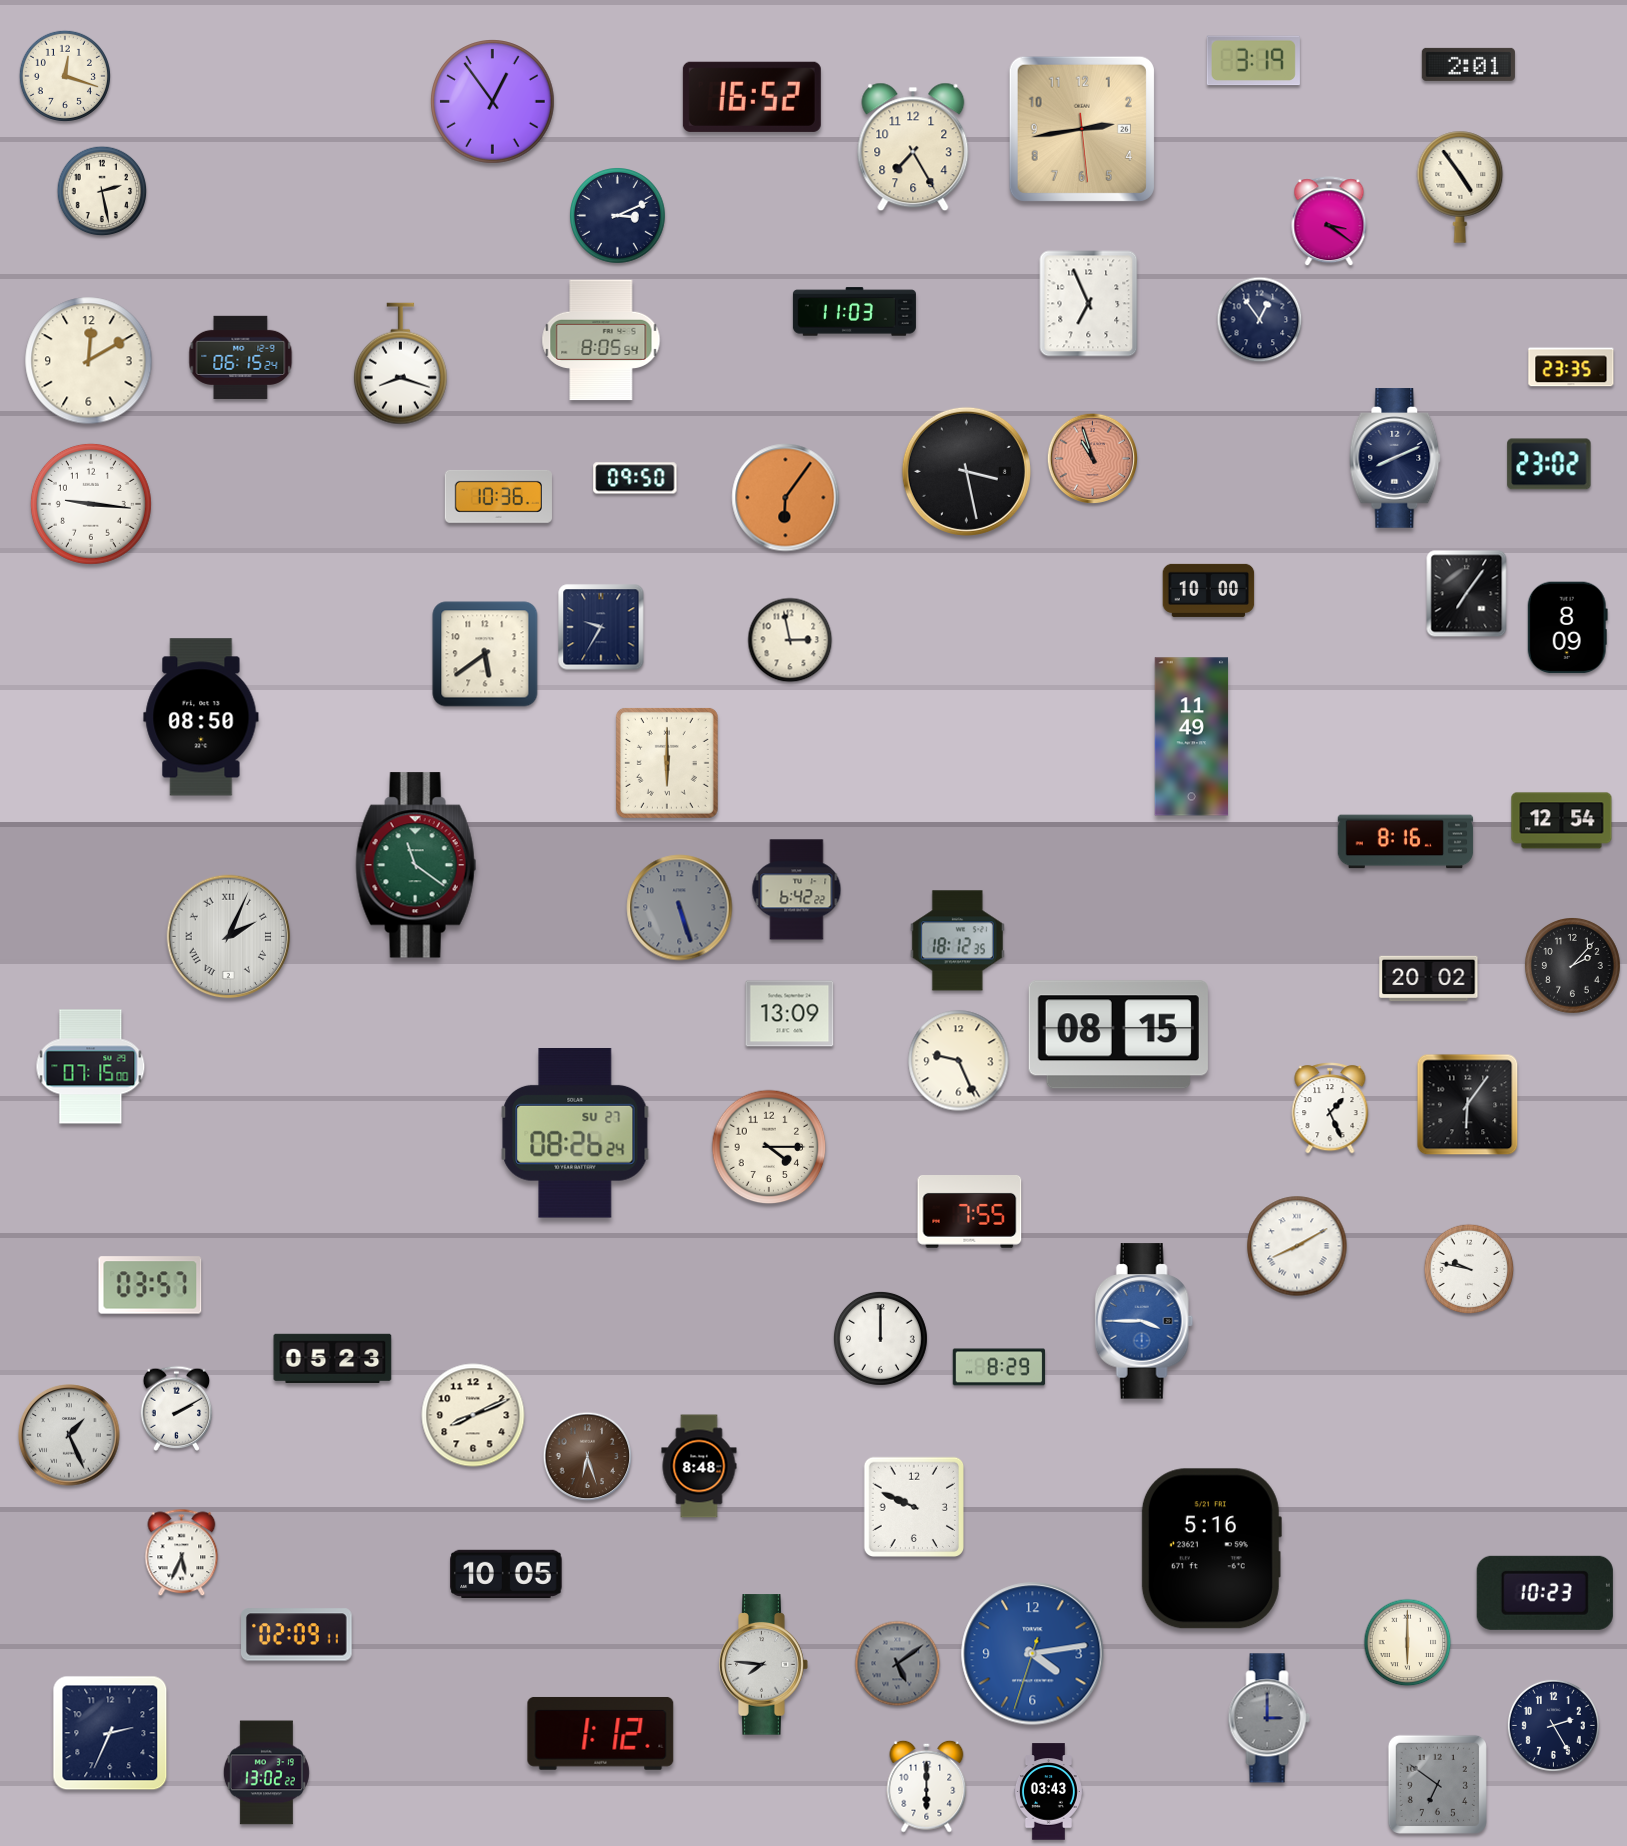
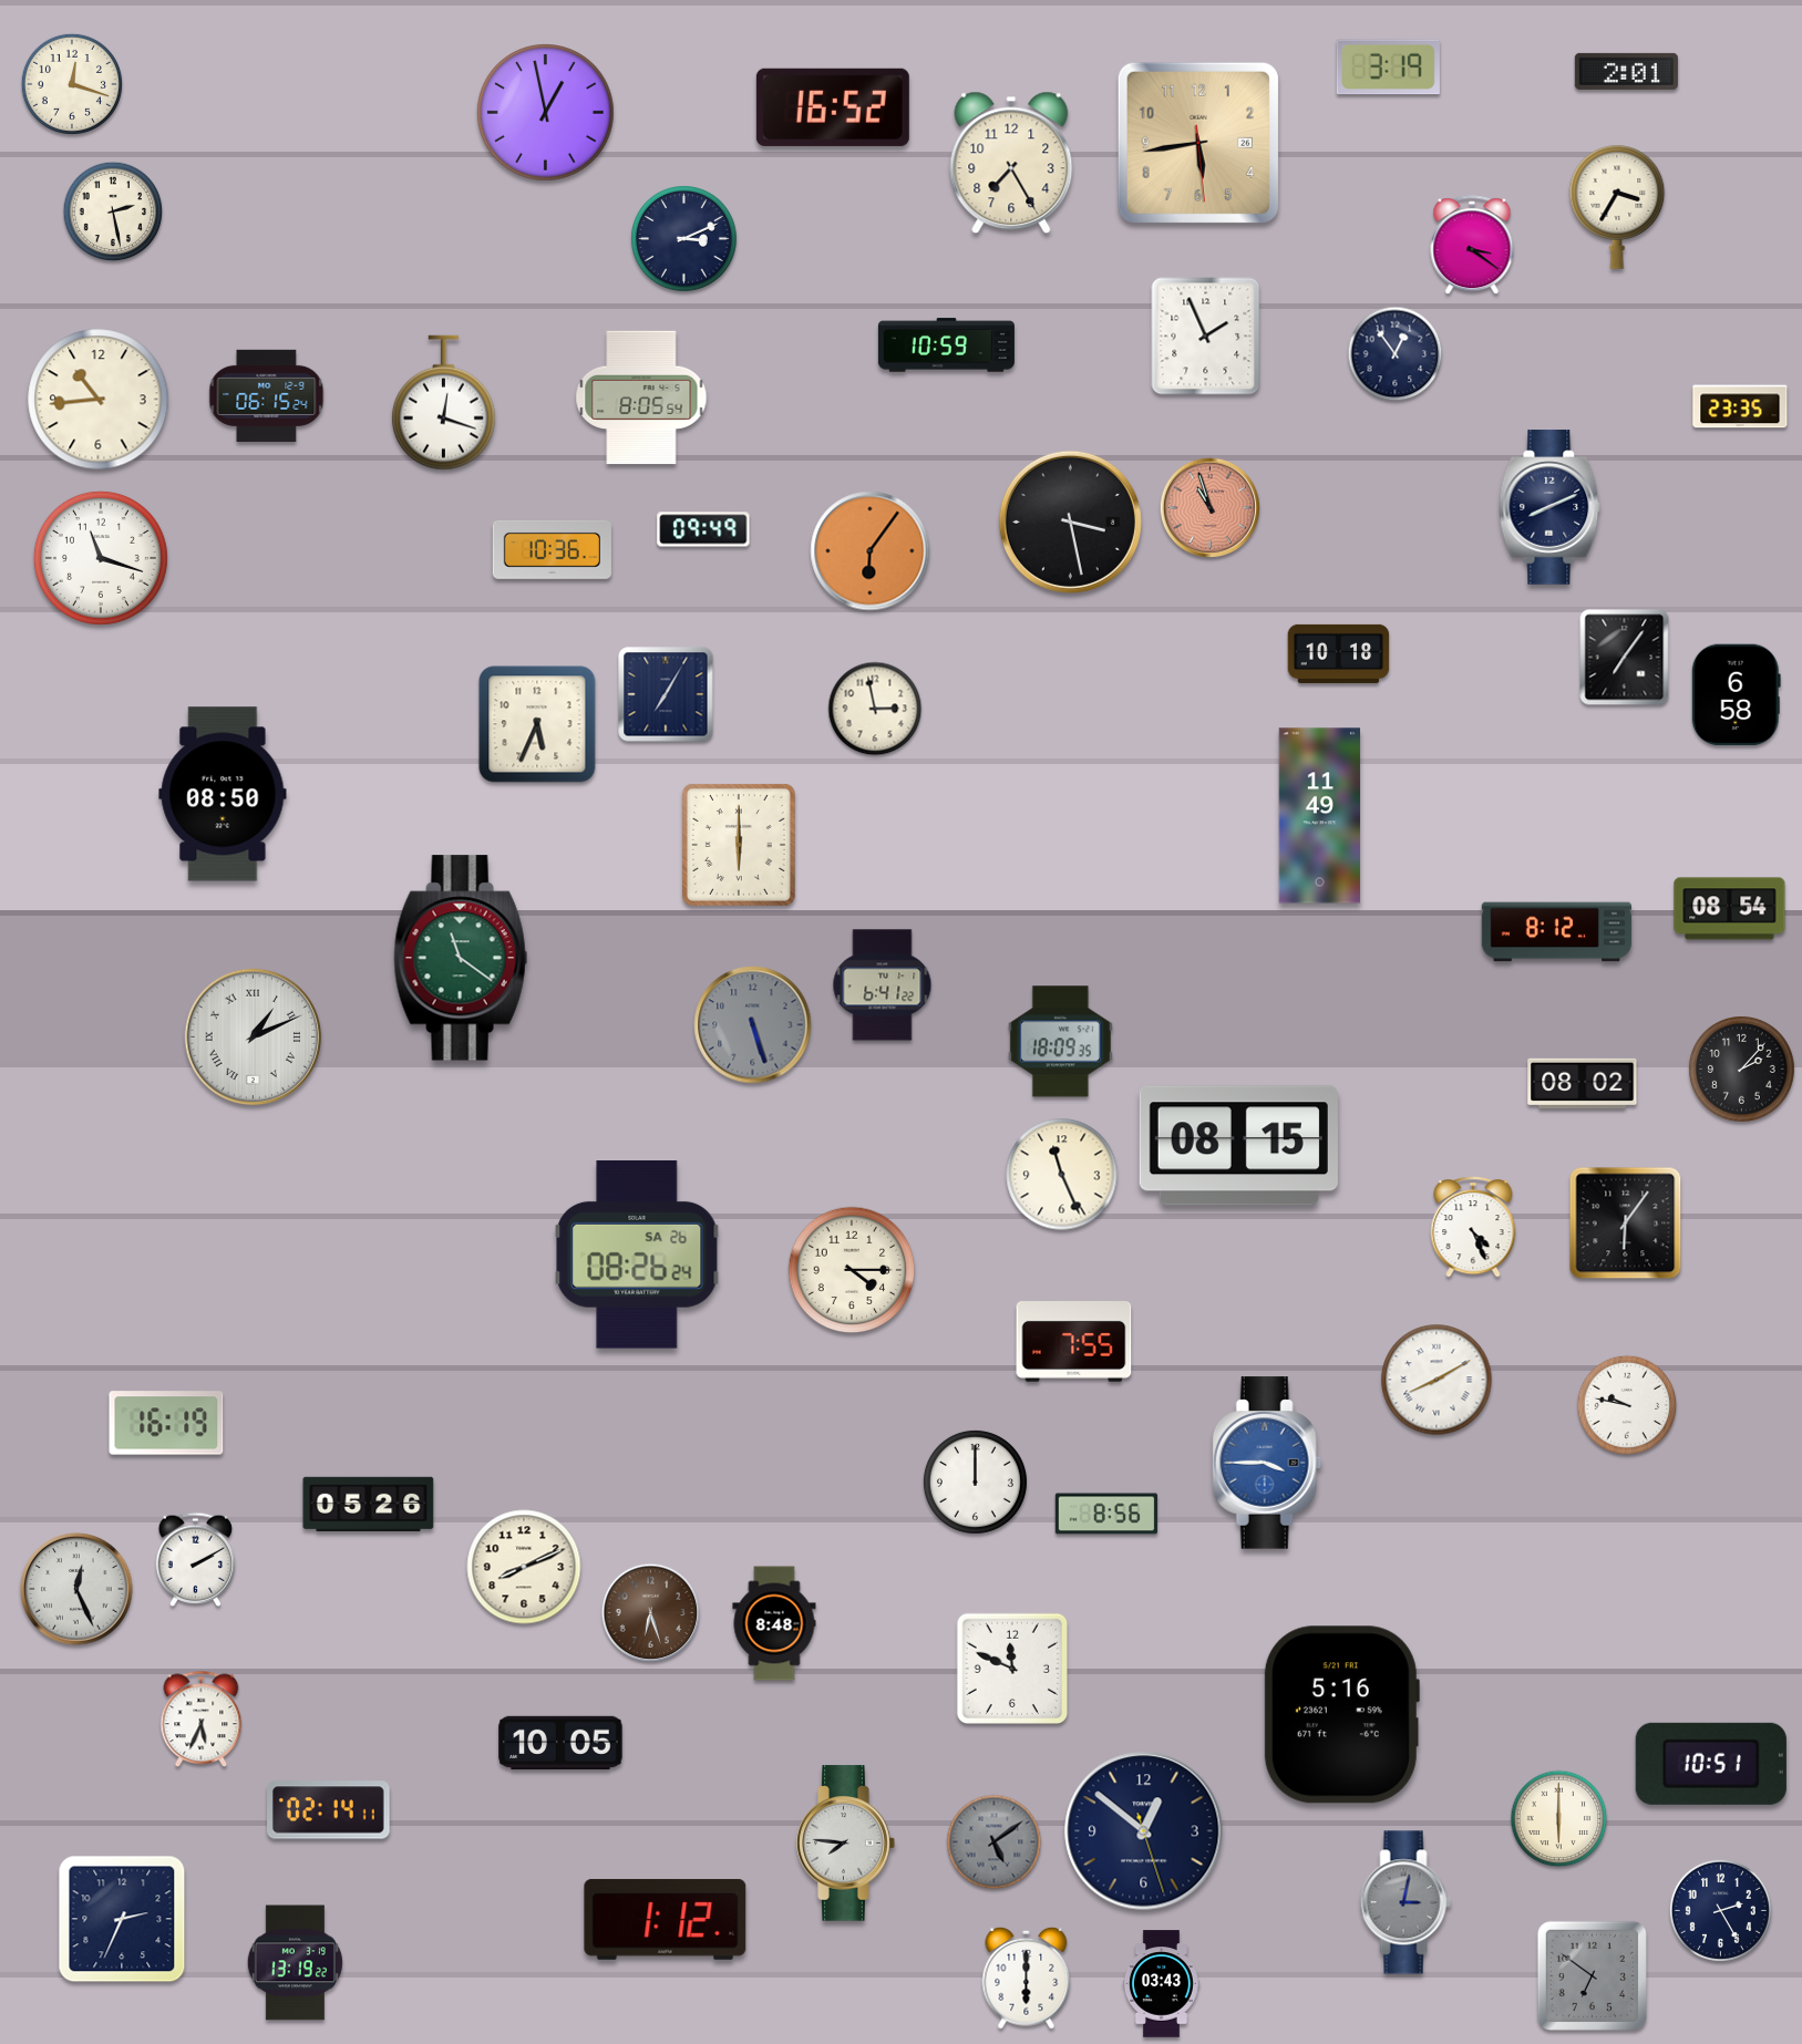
clock at (493, 102): 12:54 -> 12:58
clock at (1082, 129): 2:43 -> 5:43
clock at (1460, 187): 4:54 -> 3:35
clock at (1089, 304): 6:56 -> 1:56
clock at (854, 312): 11:03 -> 10:59
clock at (601, 340) position: (601, 340) -> (641, 398)
clock at (89, 361): 12:10 -> 10:44
clock at (400, 364): 8:18 -> 12:18
clock at (1395, 458) position: (1395, 458) -> (1549, 507)
clock at (1549, 464): 23:02 -> none
clock at (635, 478): 09:50 -> 09:49
clock at (91, 504): 9:16 -> 11:18
clock at (1209, 590): 10:00 -> 10:18
clock at (601, 627): 9:35 -> 7:05
clock at (1567, 628): 8:09 -> 6:58
clock at (485, 654): 5:39 -> 5:34
clock at (1562, 821): 12:54 -> 08:54
clock at (1406, 842): 8:16 -> 8:12
clock at (797, 890): 6:42 -> 6:41
clock at (680, 908) position: (680, 908) -> (753, 1025)
clock at (229, 937): 2:04 -> 1:11
clock at (957, 941): 18:12 -> 18:09
clock at (1429, 979): 20:02 -> 08:02
clock at (790, 1014): 13:09 -> none
clock at (959, 1061): 9:26 -> 11:26
clock at (91, 1067): 07:15 -> none
clock at (1330, 1108): 1:26 -> 4:26
clock at (575, 1134) date: SU 27 -> SA 26
clock at (150, 1285): 03:57 -> 16:19
clock at (333, 1358): 05:23 -> 05:26
clock at (999, 1367): 8:29 -> 8:56
clock at (69, 1435): 1:26 -> 12:26
clock at (913, 1506): 9:49 -> 11:49
clock at (1545, 1593): 10:23 -> 10:51
clock at (297, 1635): 02:09 -> 02:14
clock at (1033, 1654): 4:13 -> 12:51
clock at (1033, 1654) dial: blue -> navy
clock at (1269, 1718): 3:00 -> 3:02
clock at (266, 1773): 13:02 -> 13:19
